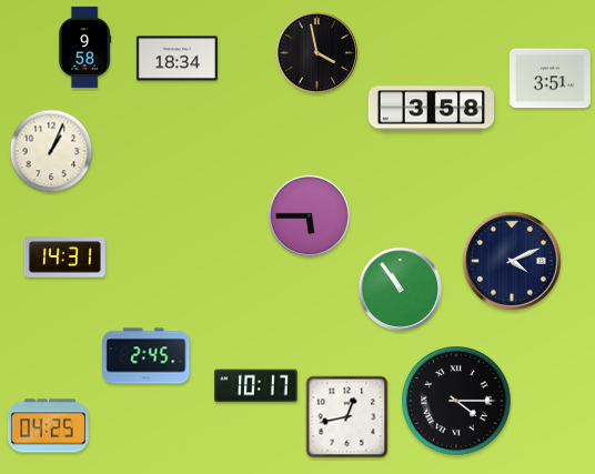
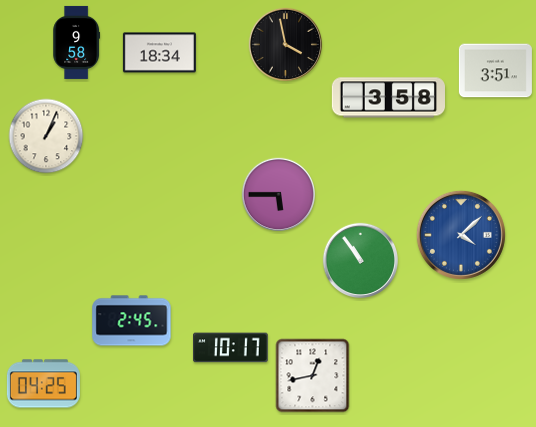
clock at (316, 52) position: (316, 52) -> (285, 44)
clock at (64, 258): 14:31 -> none
clock at (512, 261): 4:11 -> 4:08
clock at (512, 261) dial: navy -> blue
clock at (456, 401): 4:15 -> none
